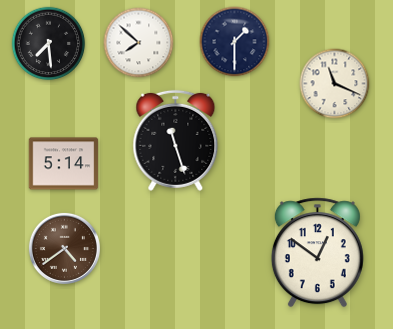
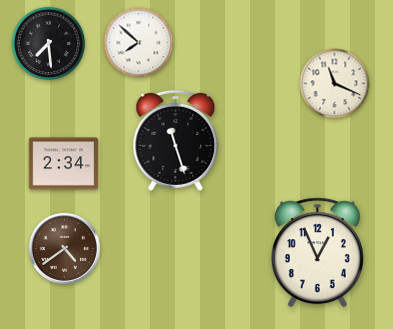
clock at (235, 42): 1:30 -> none
clock at (64, 164): 5:14 -> 2:34
clock at (317, 253): 12:51 -> 12:56
